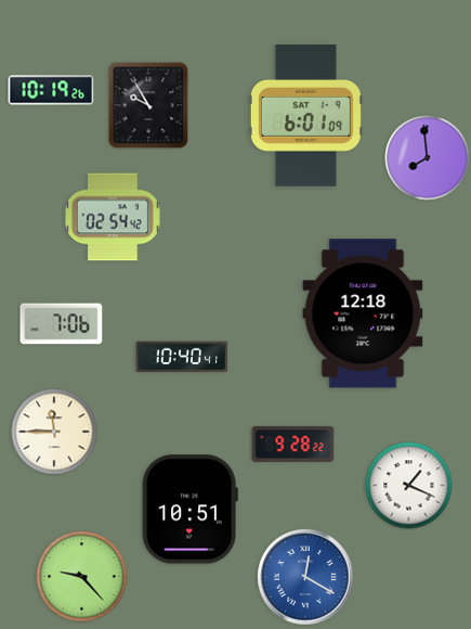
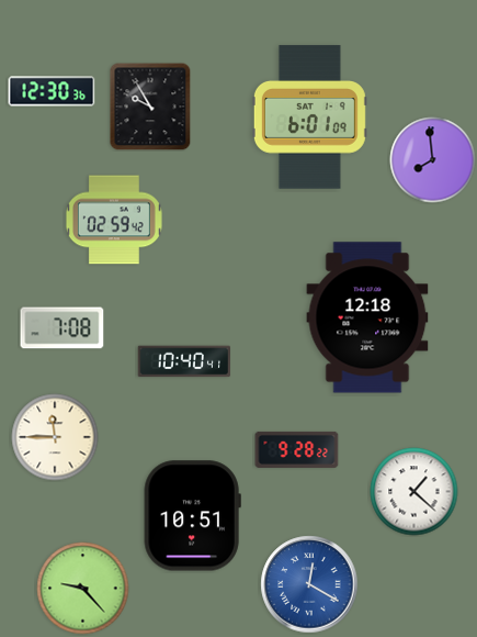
clock at (51, 90): 10:19 -> 12:30
clock at (113, 217): 02:54 -> 02:59
clock at (62, 324): 7:06 -> 7:08
clock at (409, 486): 1:19 -> 1:22
clock at (82, 577) position: (82, 577) -> (83, 589)
